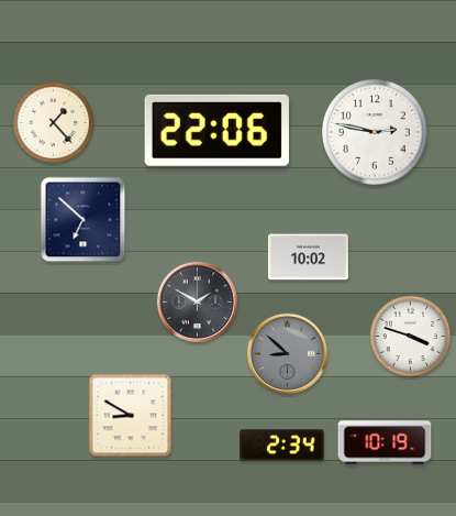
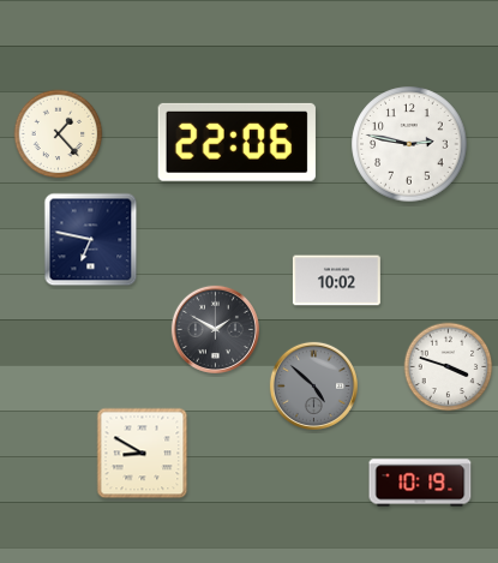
clock at (84, 220): 6:52 -> 6:47
clock at (287, 353): 8:52 -> 4:52
clock at (282, 446): 2:34 -> none
